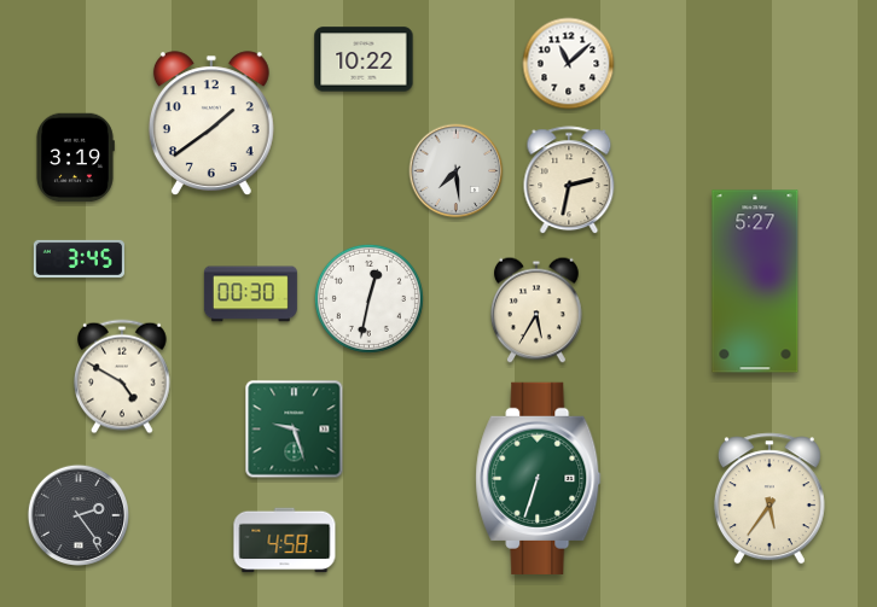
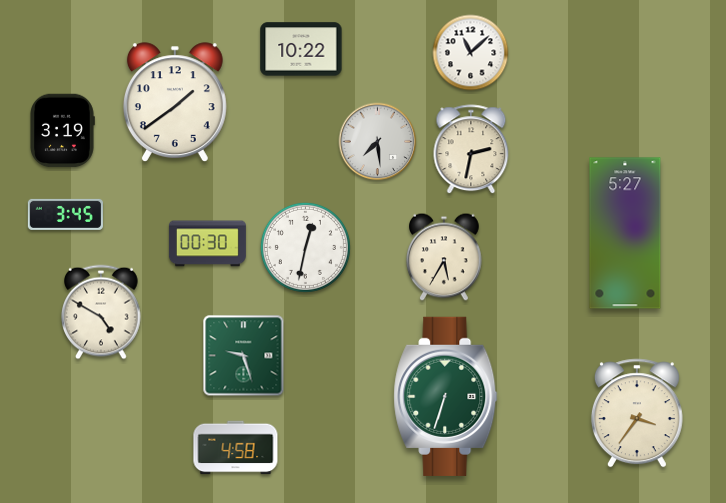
clock at (769, 498): 5:36 -> 3:36
clock at (79, 515): 2:24 -> none
